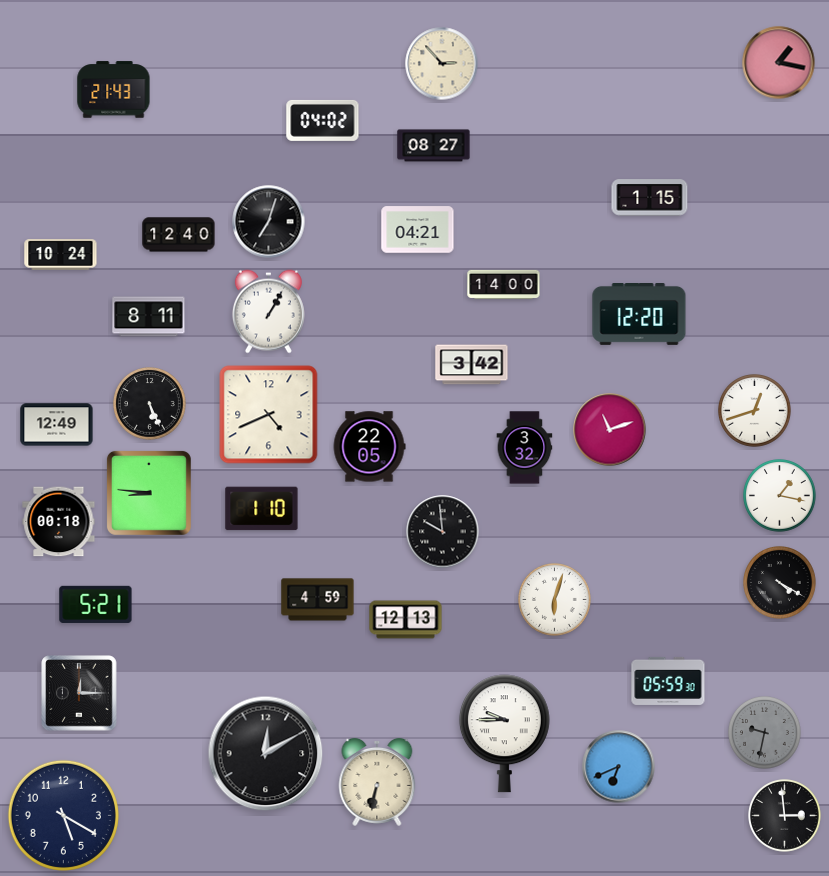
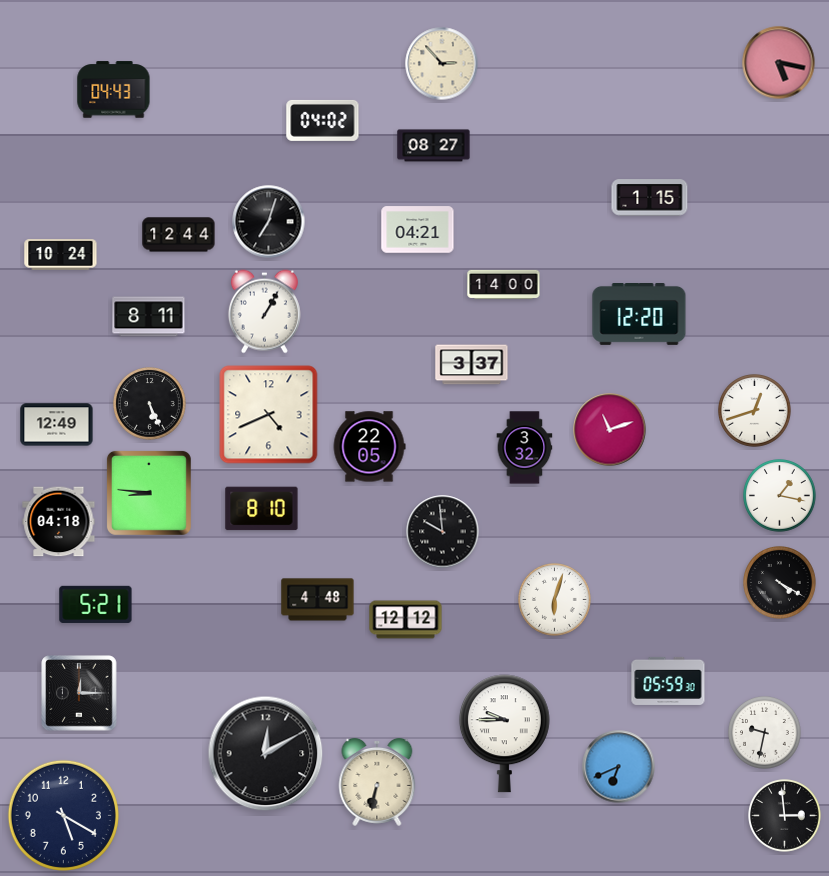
clock at (779, 63): 1:17 -> 5:17
clock at (114, 90): 21:43 -> 04:43
clock at (179, 235): 12:40 -> 12:44
clock at (268, 312) position: (268, 312) -> (264, 312)
clock at (472, 365): 3:42 -> 3:37
clock at (262, 509): 1:10 -> 8:10
clock at (59, 522): 00:18 -> 04:18
clock at (318, 600): 4:59 -> 4:48
clock at (406, 620): 12:13 -> 12:12
clock at (765, 733) dial: grey -> white
